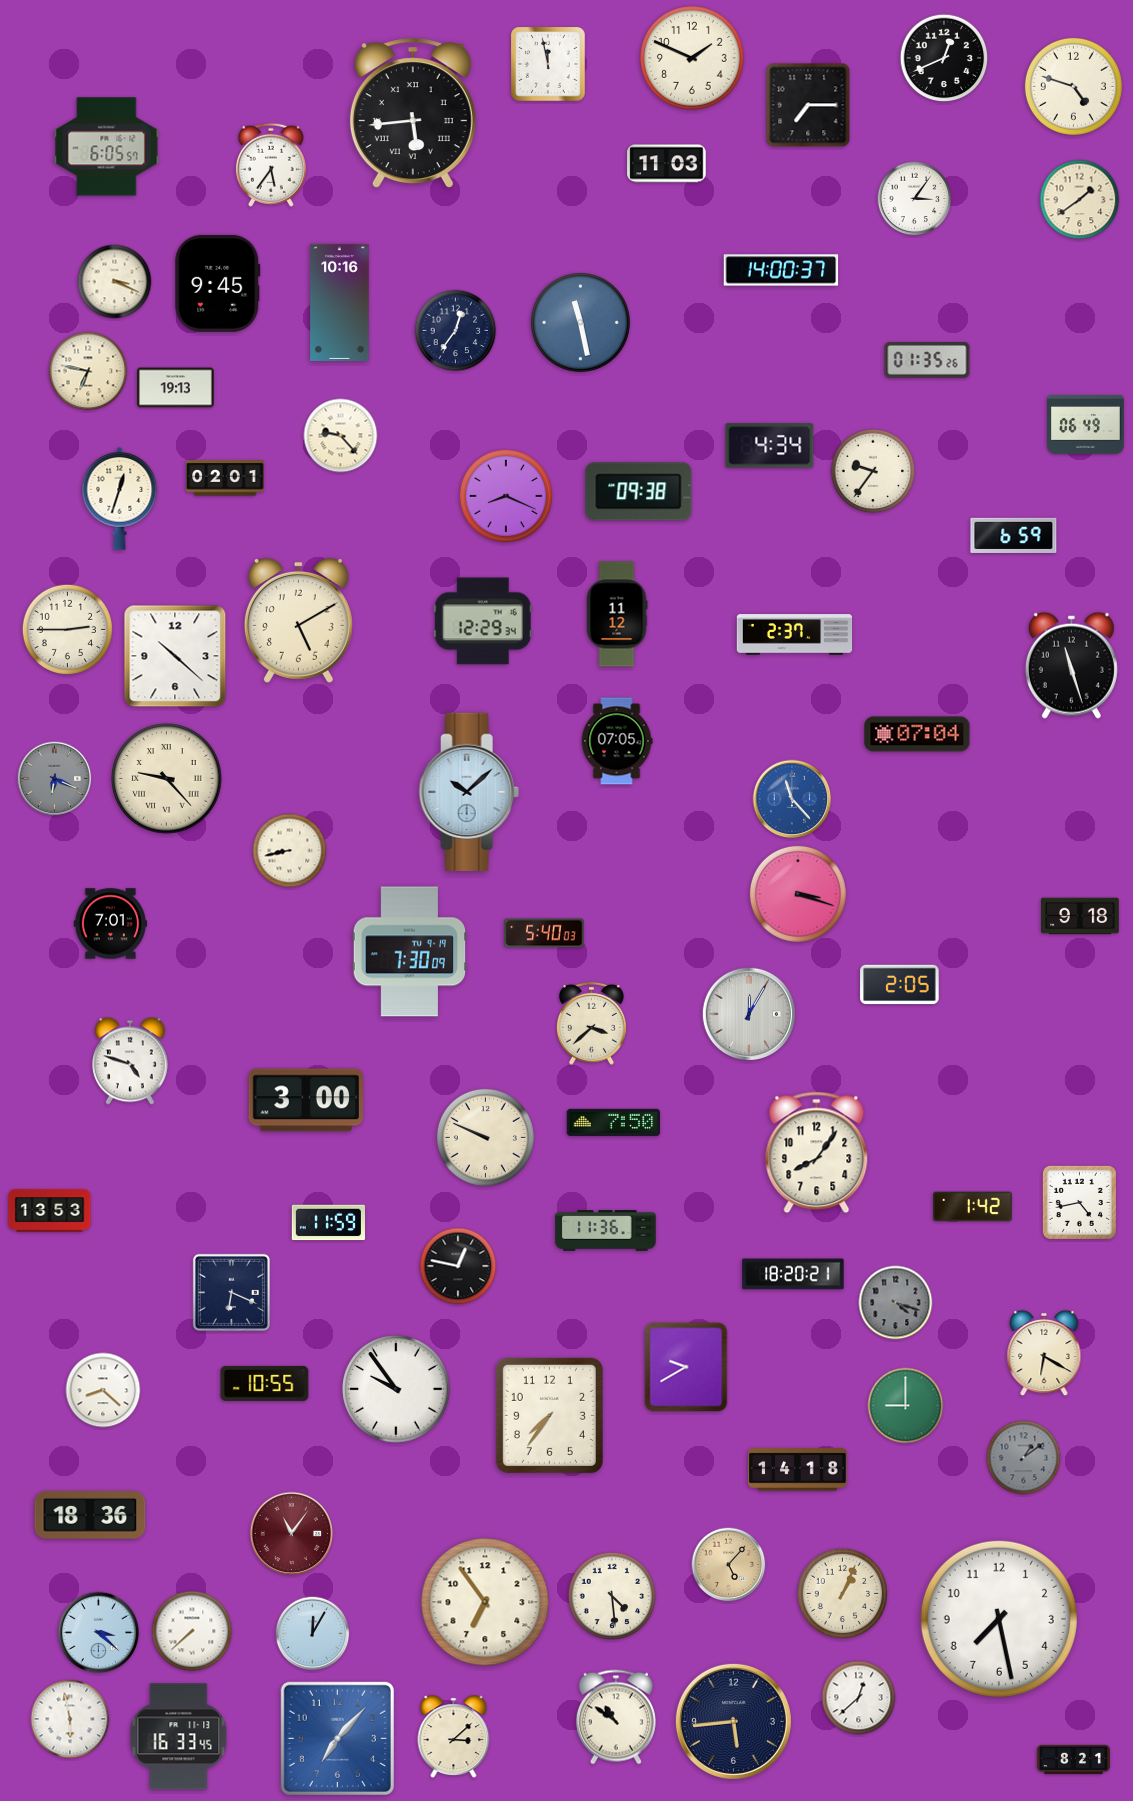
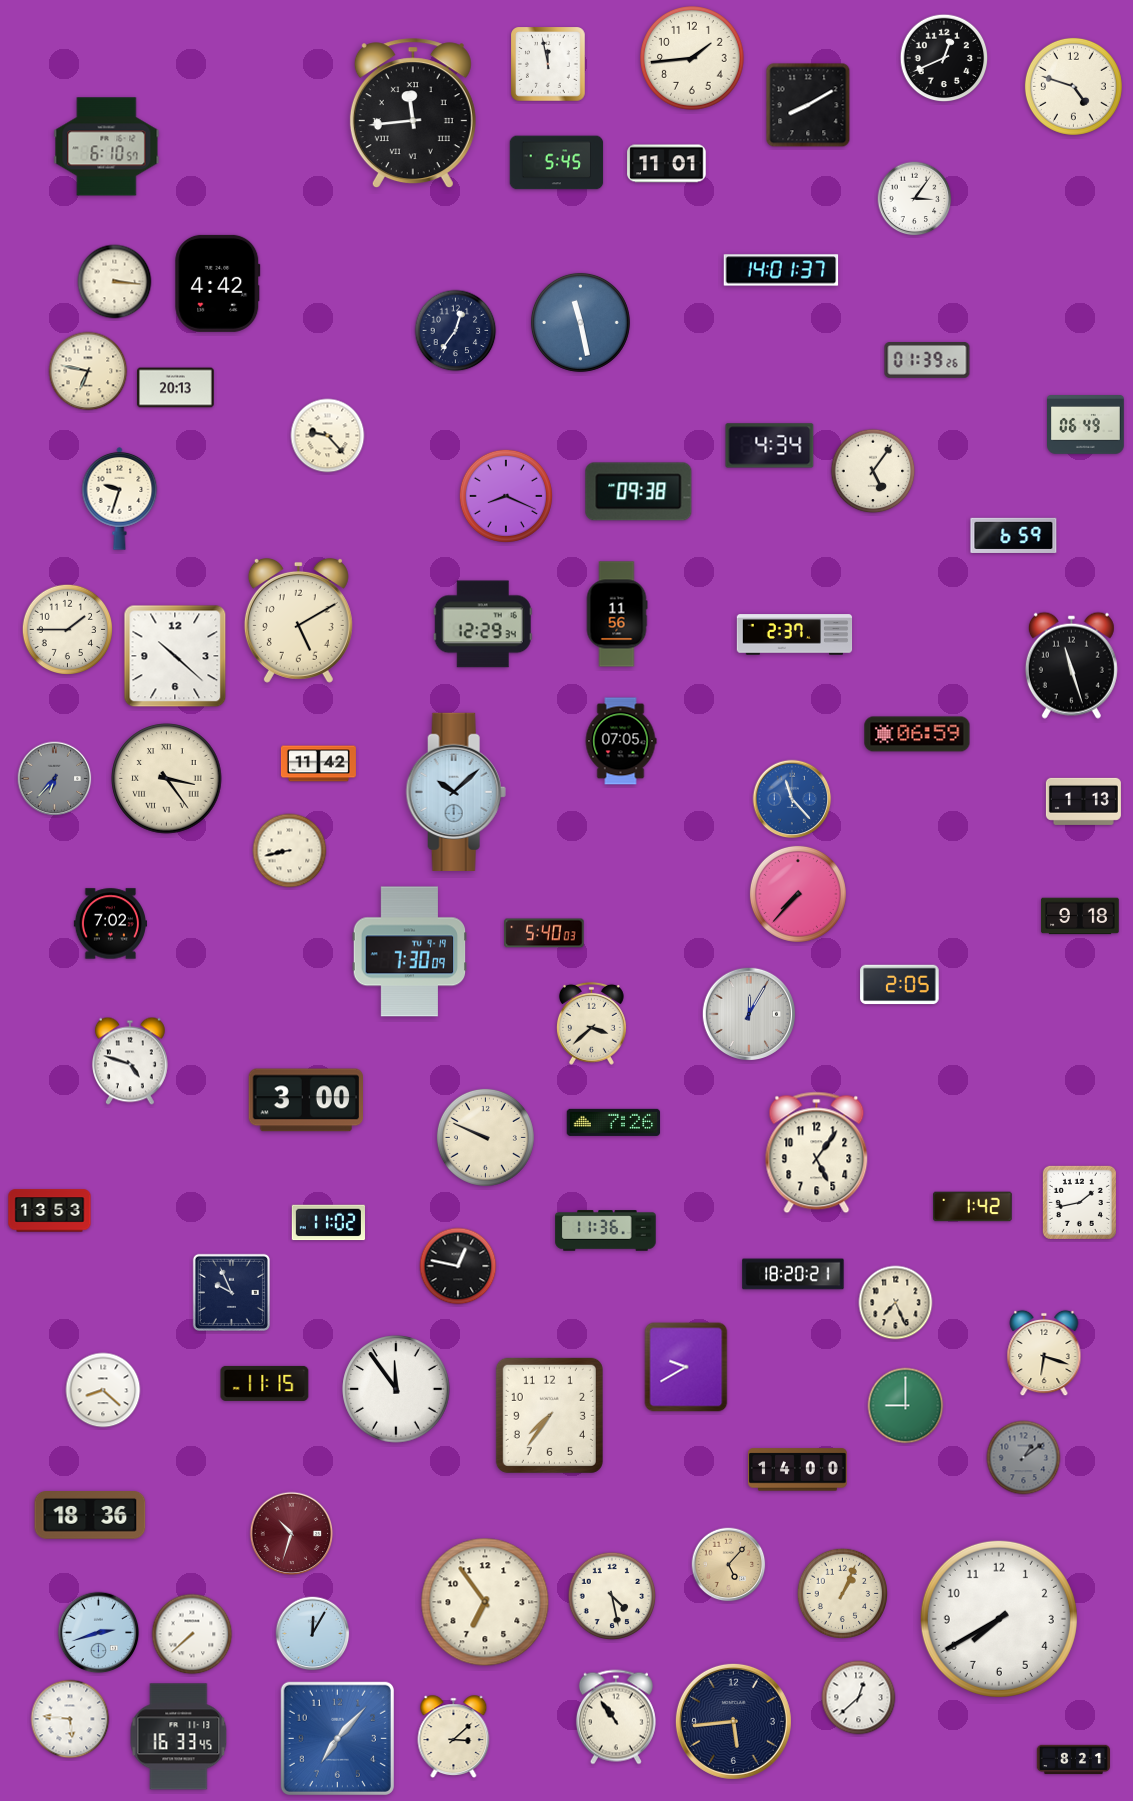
clock at (693, 59): 1:49 -> 1:44
clock at (808, 105): 7:15 -> 8:10
clock at (413, 114): 5:44 -> 11:44
clock at (107, 147): 6:05 -> 6:10
clock at (557, 163): none -> 5:45
clock at (667, 164): 11:03 -> 11:01
clock at (271, 165): 5:36 -> none
clock at (1080, 200): 1:39 -> none
clock at (781, 270): 14:00 -> 14:01
clock at (115, 282): 3:19 -> 3:16
clock at (218, 283): 9:45 -> 4:42
clock at (340, 302): 10:16 -> none
clock at (927, 361): 01:35 -> 01:39
clock at (176, 388): 19:13 -> 20:13
clock at (341, 436) position: (341, 436) -> (328, 436)
clock at (873, 471): 9:36 -> 5:06
clock at (225, 478): 02:01 -> none
clock at (120, 498): 12:33 -> 9:33
clock at (617, 614): 11:12 -> 11:56
clock at (483, 621) position: (483, 621) -> (483, 624)
clock at (67, 629): 2:45 -> 1:45
clock at (917, 734): 07:04 -> 06:59
clock at (617, 741) position: (617, 741) -> (621, 741)
clock at (318, 764): none -> 11:42
clock at (55, 779): 6:19 -> 6:37
clock at (167, 779): 9:23 -> 3:24
clock at (469, 792) position: (469, 792) -> (456, 792)
clock at (1083, 801): none -> 1:13
clock at (798, 894): 3:18 -> 7:37
clock at (110, 924): 7:01 -> 7:02
clock at (614, 1122): 7:50 -> 7:26
clock at (817, 1153): 8:06 -> 5:06
clock at (1079, 1202): 4:43 -> 1:43
clock at (328, 1223): 11:59 -> 11:02
clock at (231, 1292): 6:19 -> 9:56
clock at (896, 1303): 4:18 -> 7:26
clock at (896, 1303) dial: grey -> cream
clock at (1044, 1353): 6:20 -> 6:18
clock at (265, 1383): 10:55 -> 11:15
clock at (396, 1389): 9:54 -> 11:54
clock at (798, 1470): 14:18 -> 14:00
clock at (292, 1534): 11:06 -> 10:33
clock at (612, 1596): 4:29 -> 4:28
clock at (999, 1619): 7:28 -> 7:40
clock at (192, 1631) position: (192, 1631) -> (192, 1634)
clock at (99, 1633): 3:22 -> 2:42
clock at (616, 1717): 10:51 -> 10:54
clock at (70, 1719): 5:58 -> 5:46
